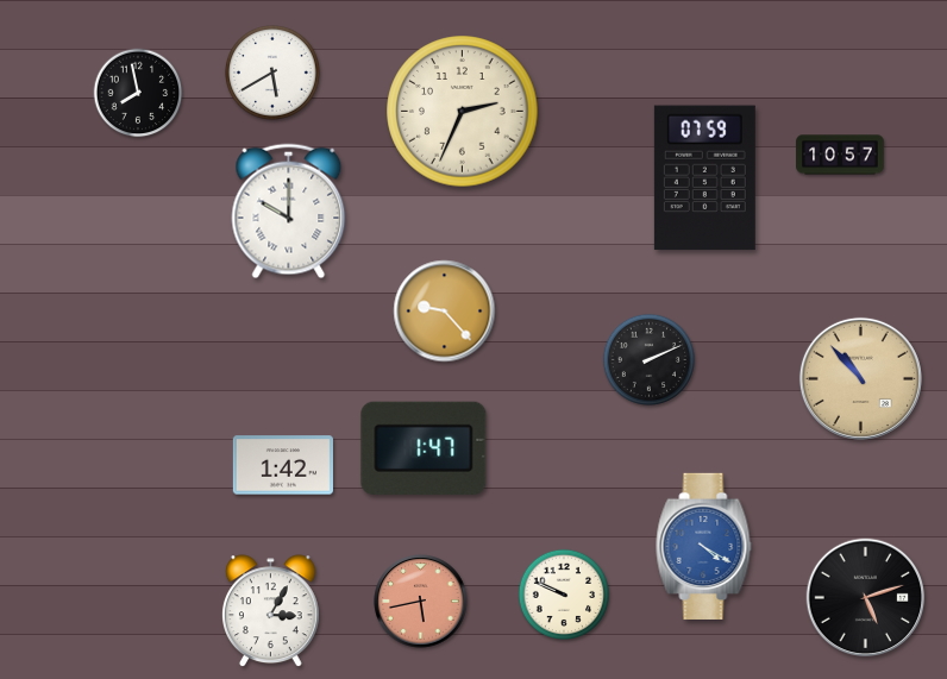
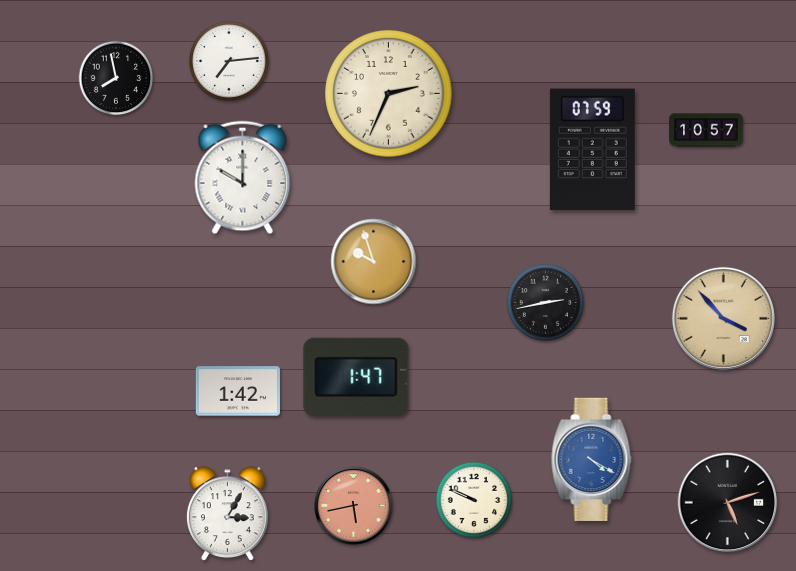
clock at (272, 73): 5:40 -> 7:14
clock at (445, 312): 9:23 -> 9:57
clock at (648, 359): 2:11 -> 2:43
clock at (860, 378): 10:53 -> 3:53
